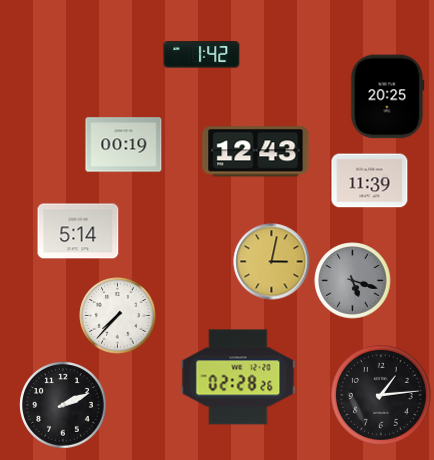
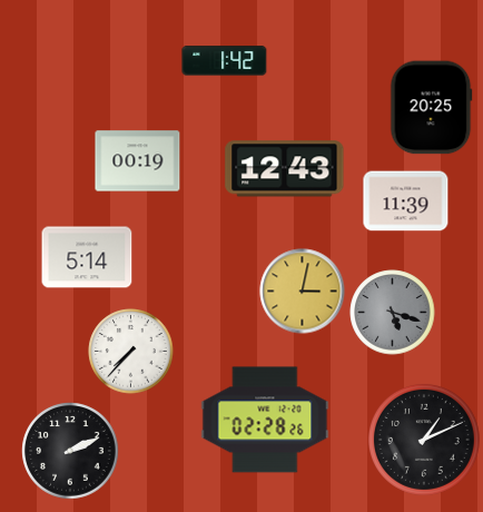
clock at (370, 181) position: (370, 181) -> (406, 201)
clock at (381, 395): 1:14 -> 1:11
